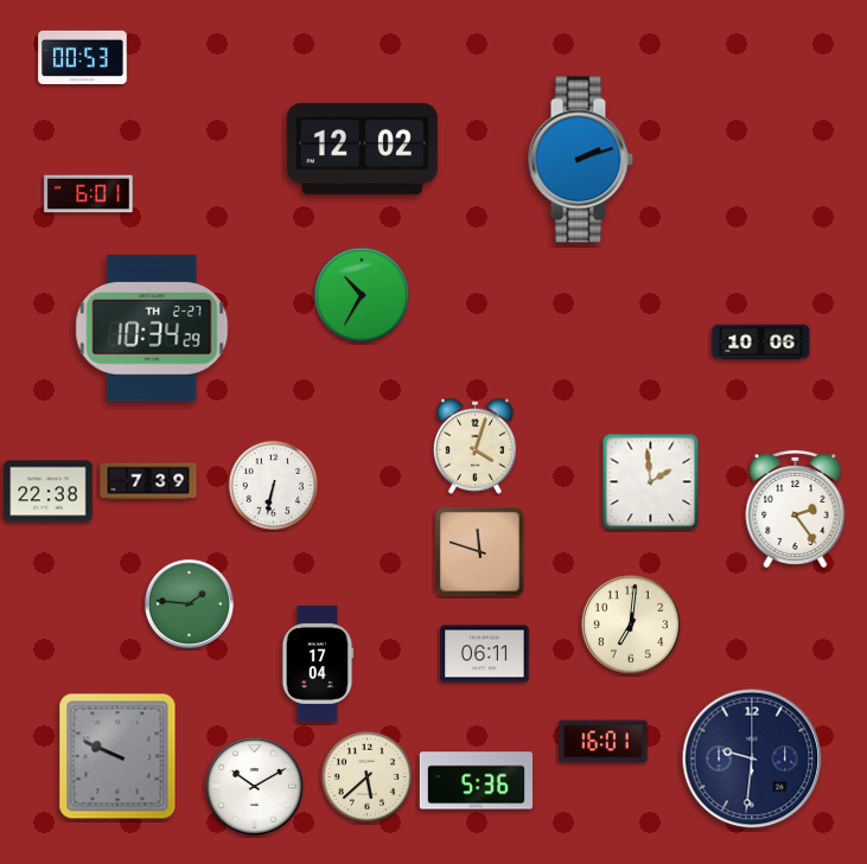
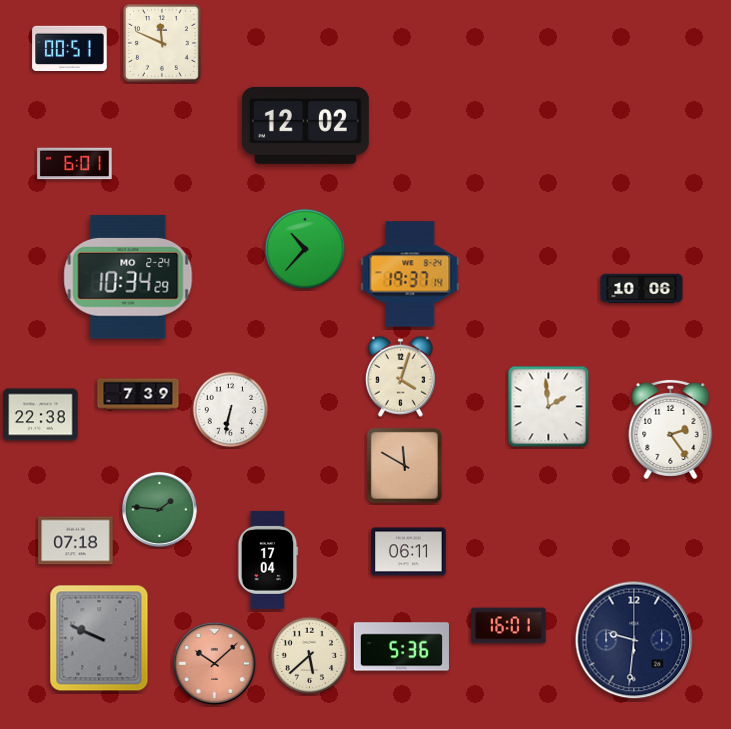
clock at (162, 43): none -> 11:49
clock at (83, 57): 00:53 -> 00:51
clock at (580, 160): 2:12 -> none
clock at (362, 295): 10:35 -> 10:37
clock at (410, 274): none -> 19:37
clock at (152, 328) date: TH 2-27 -> MO 2-24
clock at (148, 481) position: (148, 481) -> (138, 394)
clock at (479, 551): 11:48 -> 11:50
clock at (631, 625): 7:01 -> none
clock at (76, 541): none -> 07:18
clock at (476, 781) position: (476, 781) -> (401, 647)
clock at (254, 786): 10:10 -> 10:08
clock at (254, 786) dial: white -> salmon
